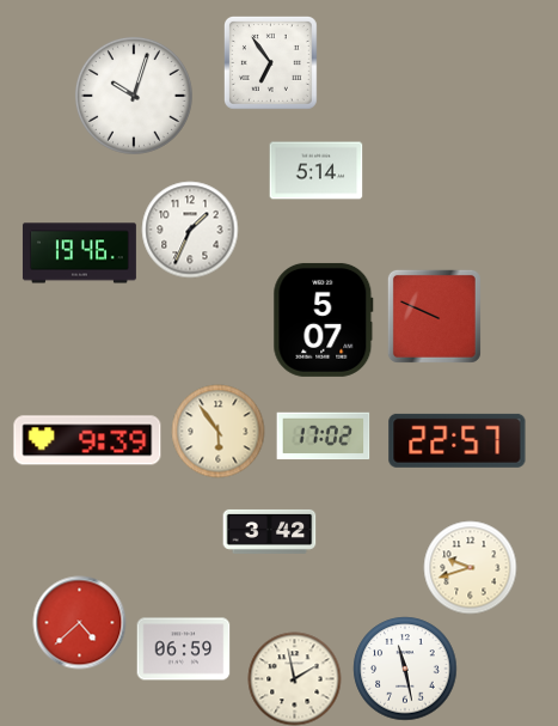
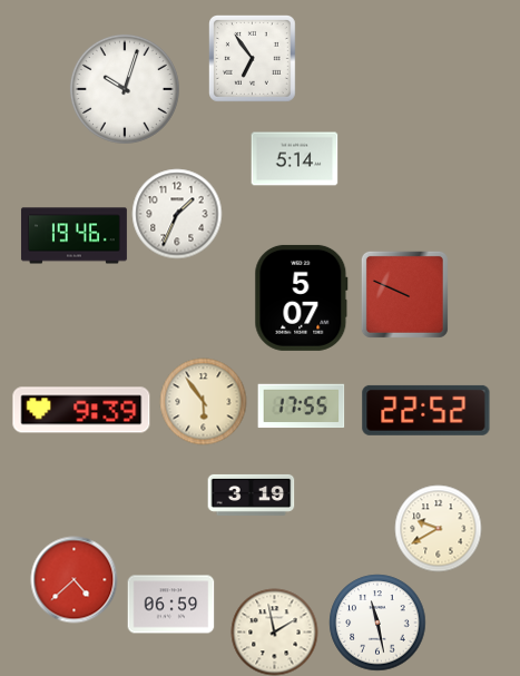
clock at (323, 437): 17:02 -> 17:55
clock at (458, 440): 22:57 -> 22:52
clock at (269, 531): 3:42 -> 3:19
clock at (470, 567): 9:42 -> 9:40
